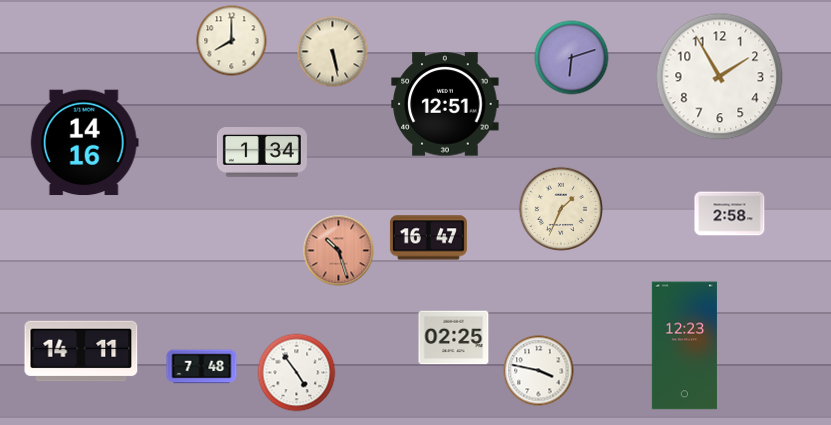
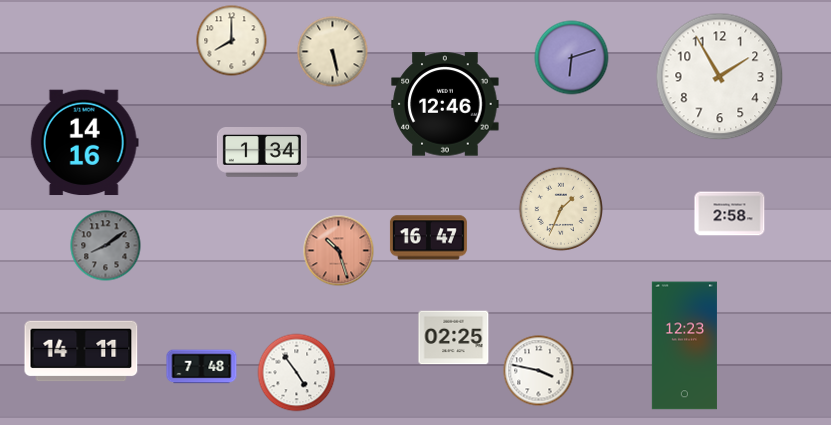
clock at (445, 104): 12:51 -> 12:46
clock at (106, 246): none -> 8:09
